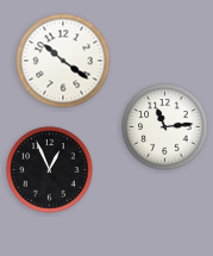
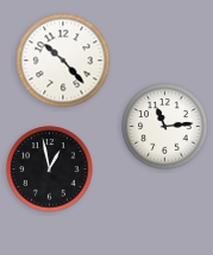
clock at (63, 61): 10:21 -> 10:23
clock at (50, 170): 12:56 -> 12:58
